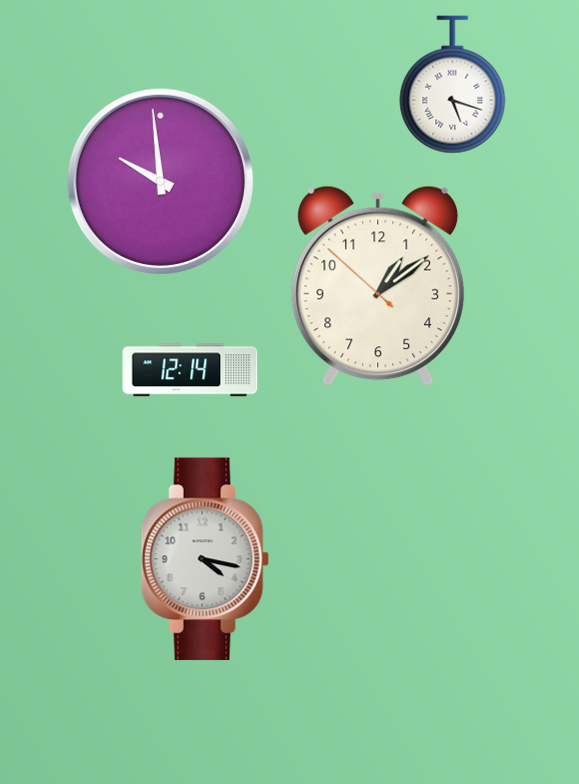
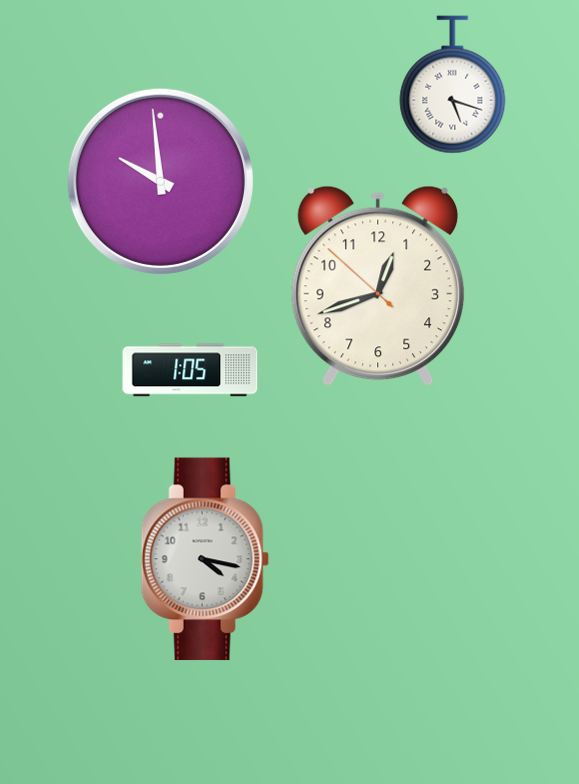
clock at (378, 286): 1:08 -> 12:41
clock at (190, 370): 12:14 -> 1:05
